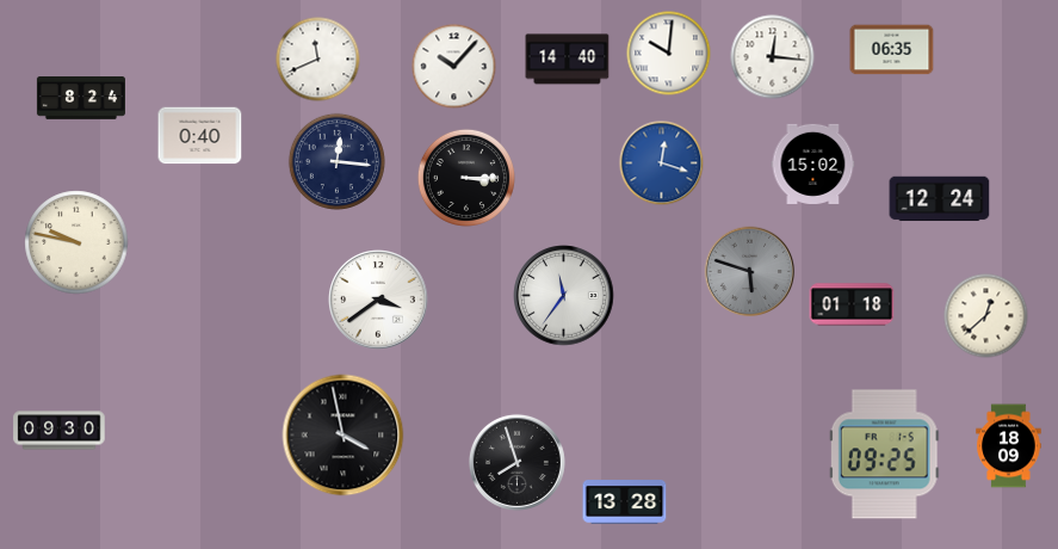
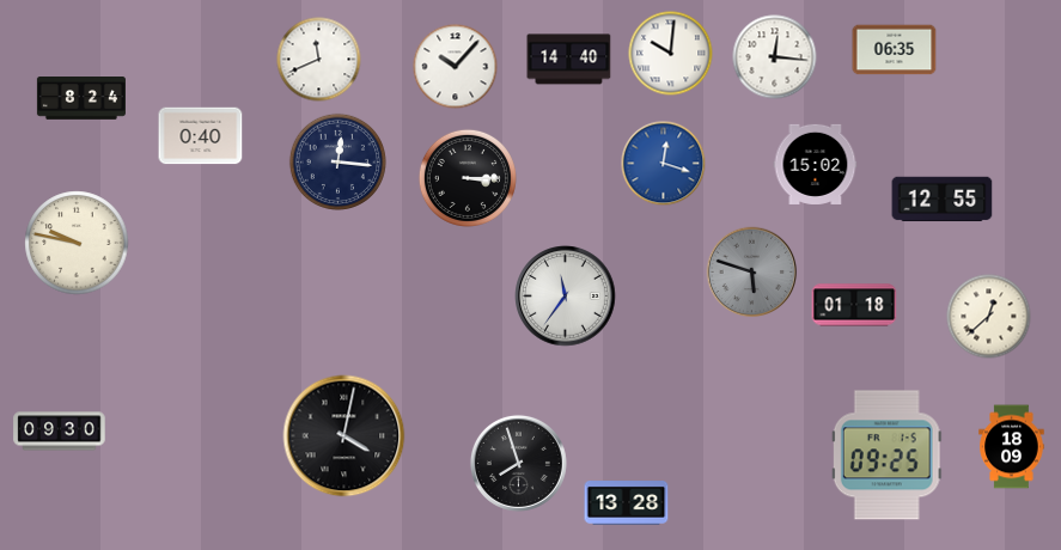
clock at (940, 199): 12:24 -> 12:55
clock at (378, 300): 3:39 -> none
clock at (344, 436): 3:58 -> 4:02
